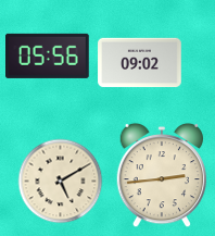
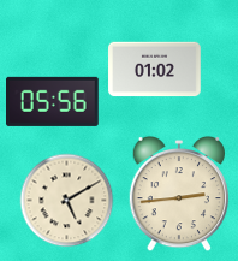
clock at (48, 55) position: (48, 55) -> (53, 101)
clock at (140, 63): 09:02 -> 01:02
